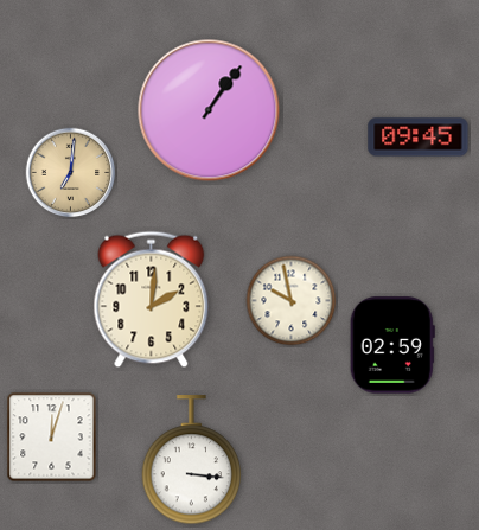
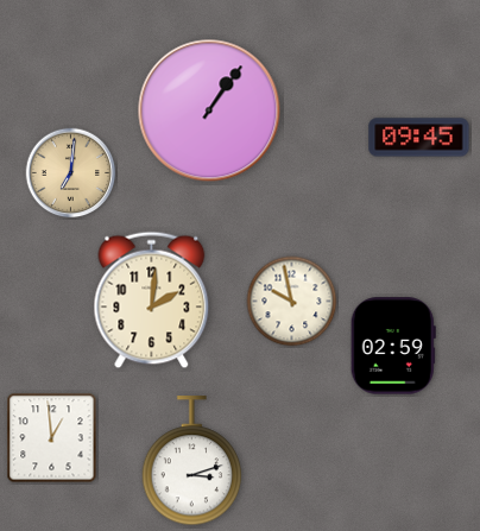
clock at (52, 438): 12:03 -> 12:59
clock at (192, 460): 3:16 -> 3:12
